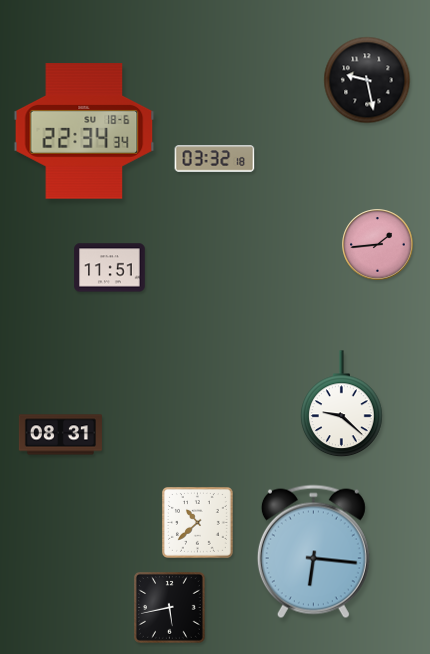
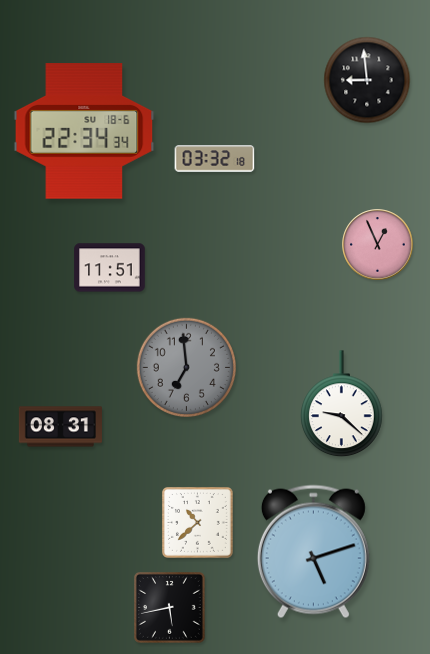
clock at (367, 80): 9:28 -> 8:59
clock at (378, 245): 1:44 -> 12:56
clock at (186, 367): none -> 6:59
clock at (60, 435) position: (60, 435) -> (60, 427)
clock at (313, 552): 6:16 -> 5:12
